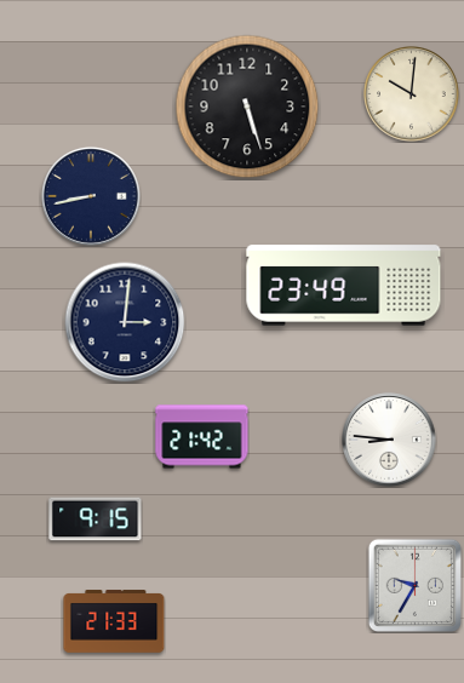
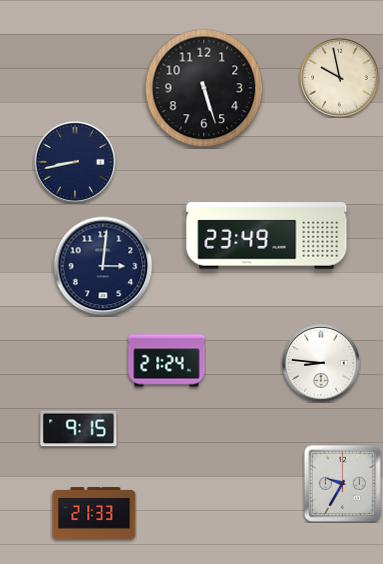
clock at (412, 94): 10:01 -> 9:58
clock at (344, 286) position: (344, 286) -> (267, 236)
clock at (202, 437): 21:42 -> 21:24
